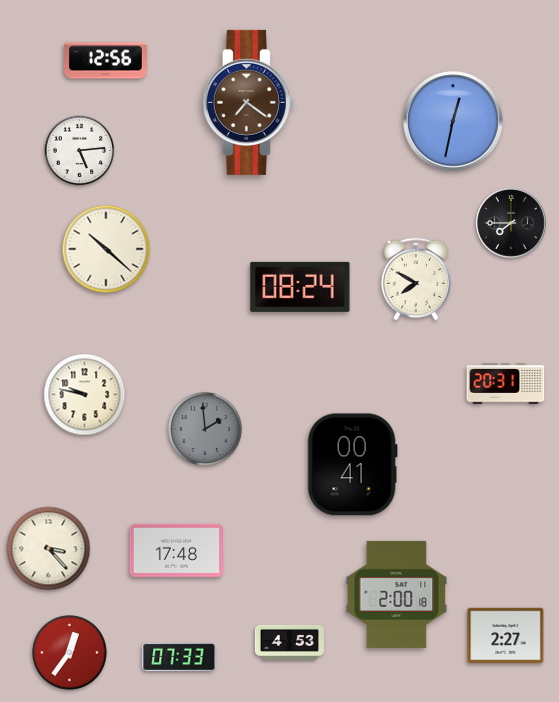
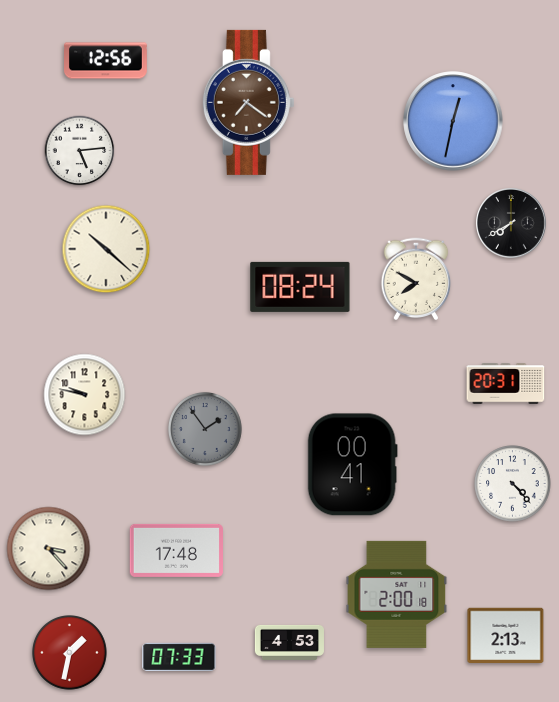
clock at (512, 224): 7:45 -> 7:40
clock at (205, 429): 1:59 -> 1:54
clock at (513, 484): none -> 4:23
clock at (506, 636): 2:27 -> 2:13
clock at (70, 653): 12:36 -> 1:32
